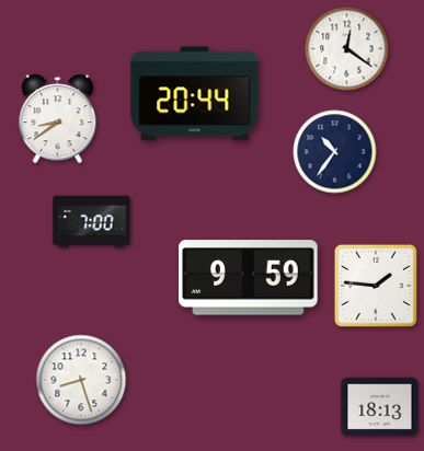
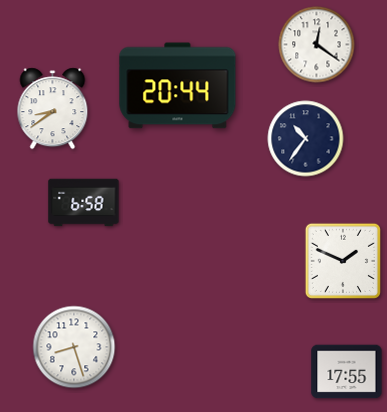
clock at (92, 222): 7:00 -> 6:58
clock at (249, 278): 9:59 -> none
clock at (376, 286): 1:46 -> 1:49
clock at (380, 407): 18:13 -> 17:55
